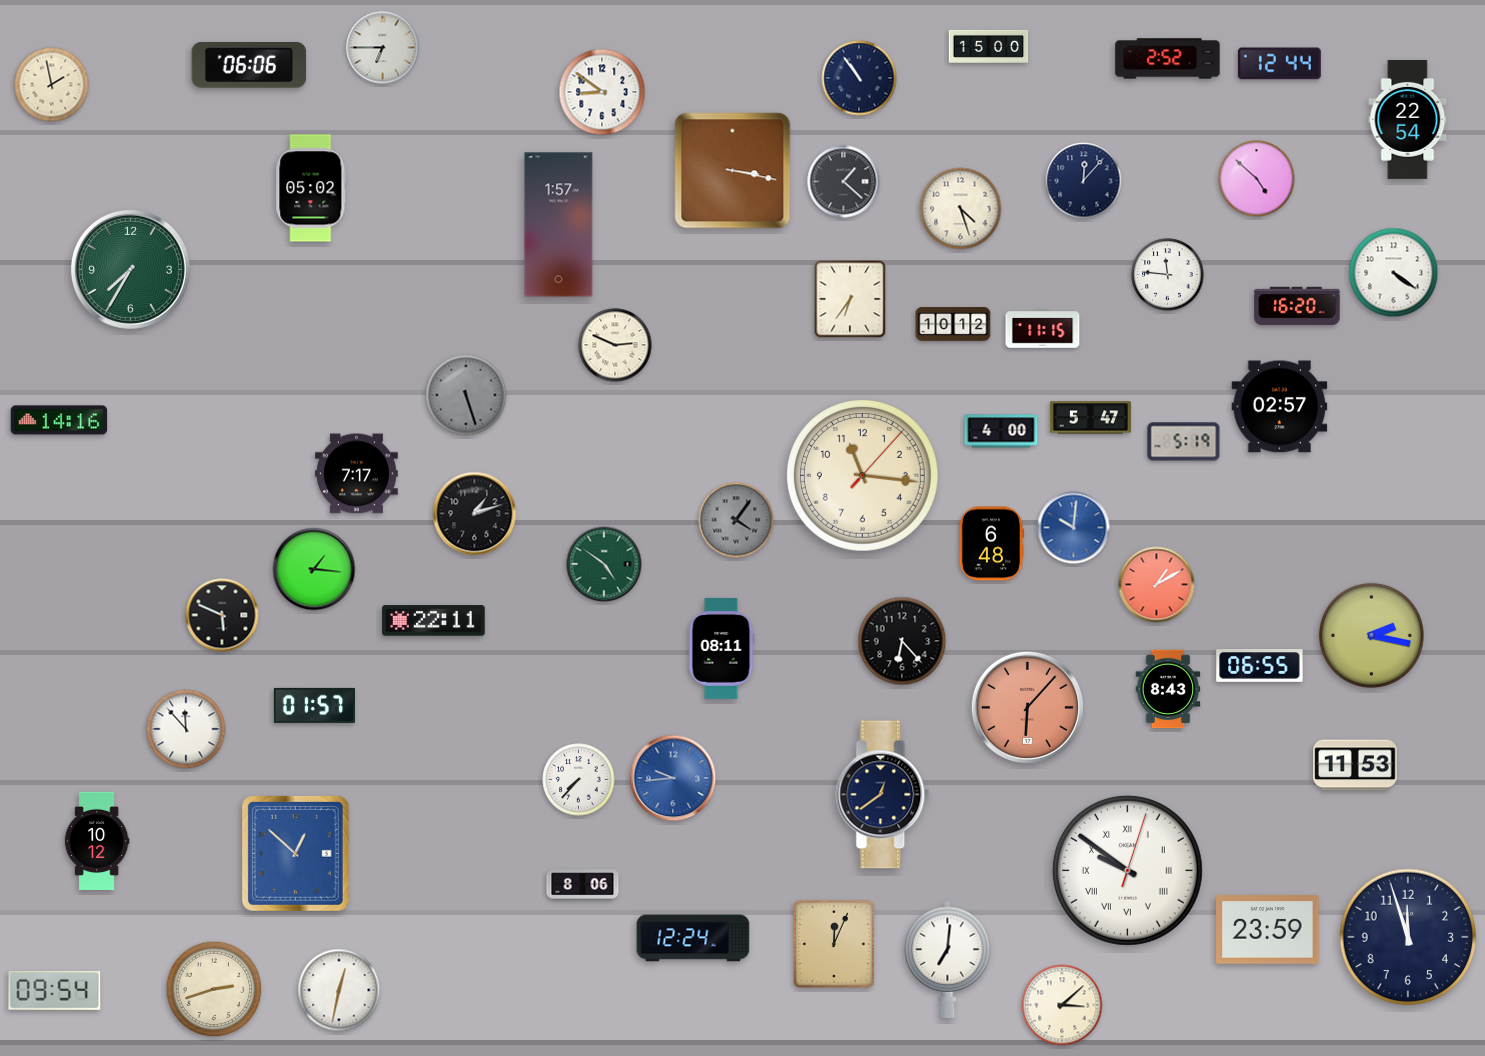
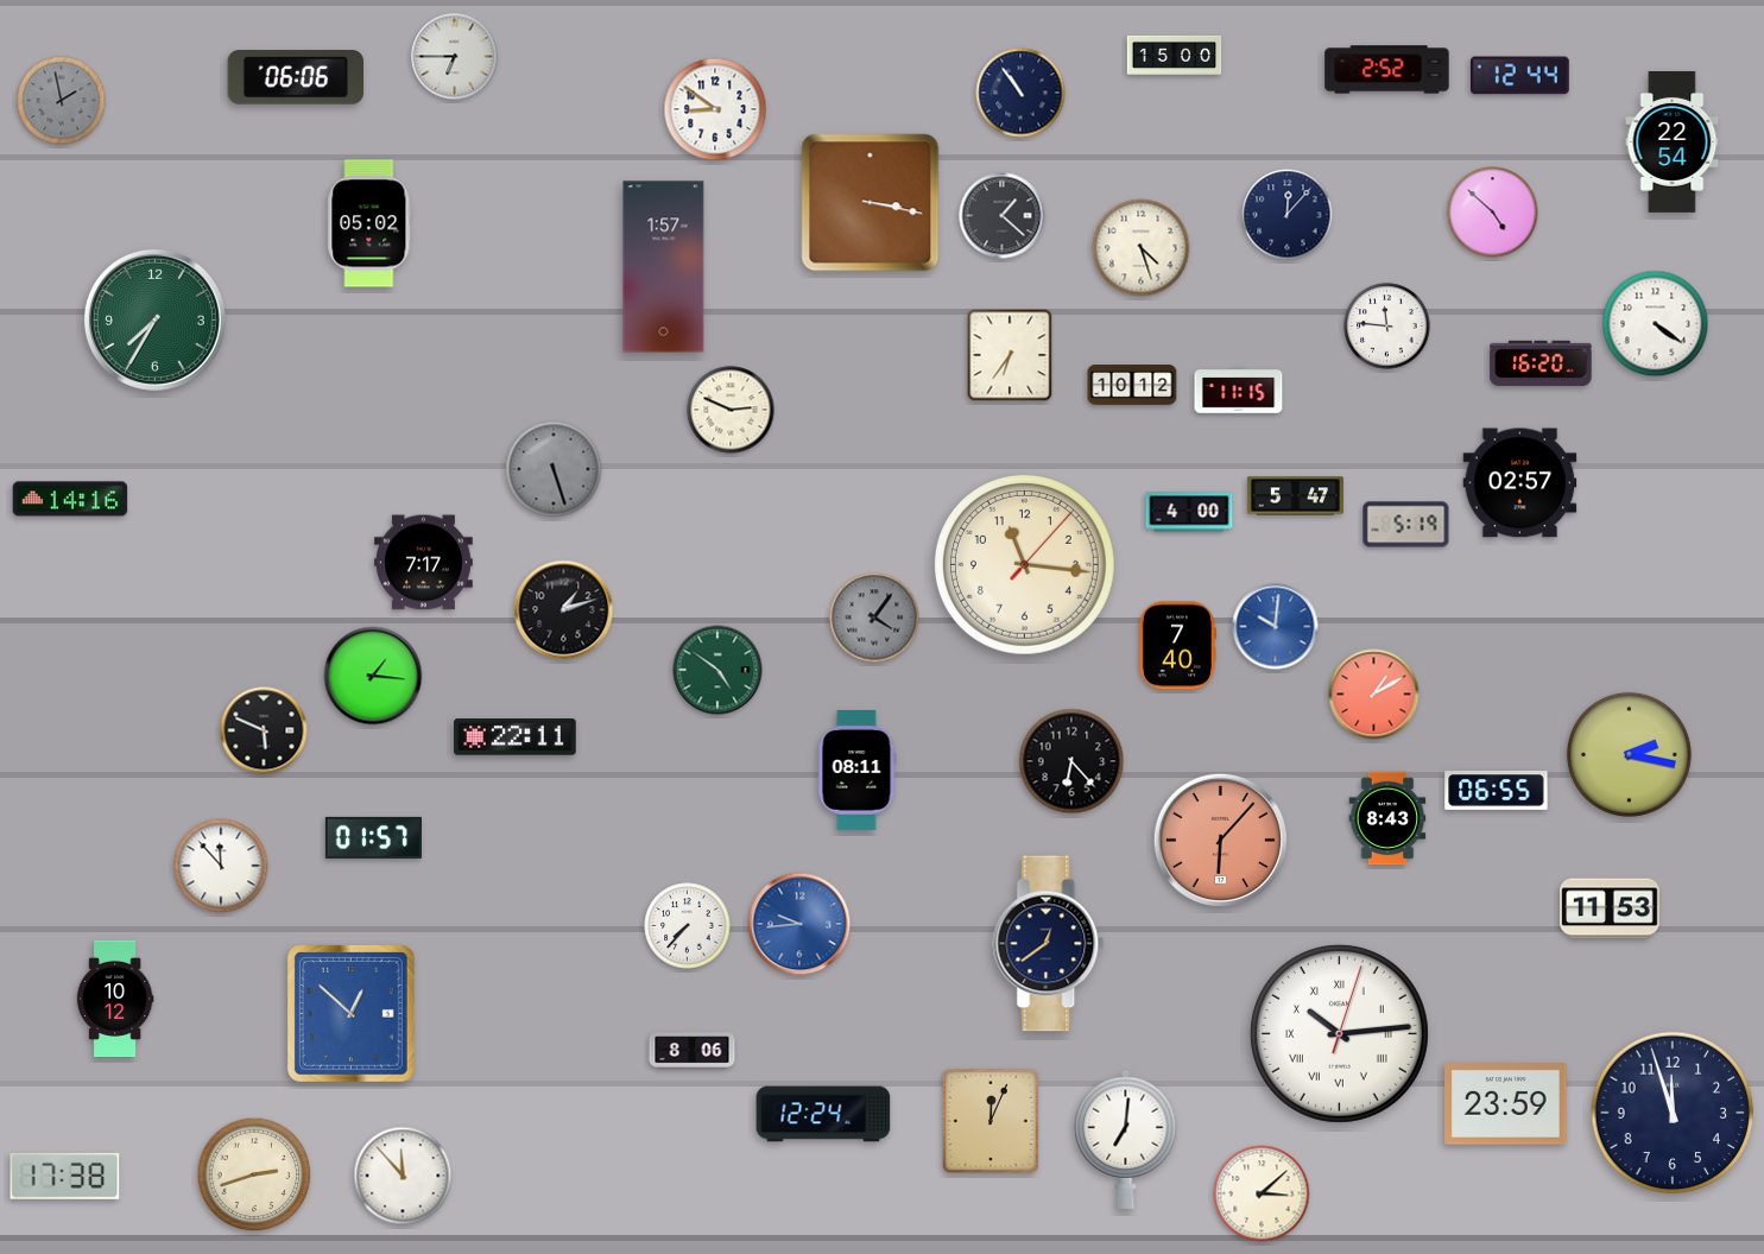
clock at (52, 85) dial: cream -> grey
clock at (991, 544): 6:48 -> 7:40
clock at (1127, 870): 9:51 -> 10:14
clock at (55, 990): 09:54 -> 17:38
clock at (339, 990): 12:32 -> 11:53
